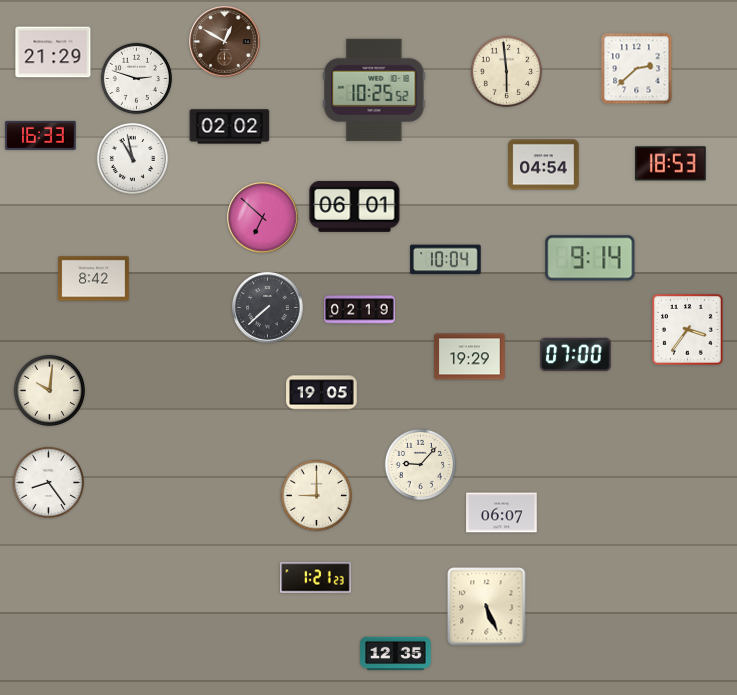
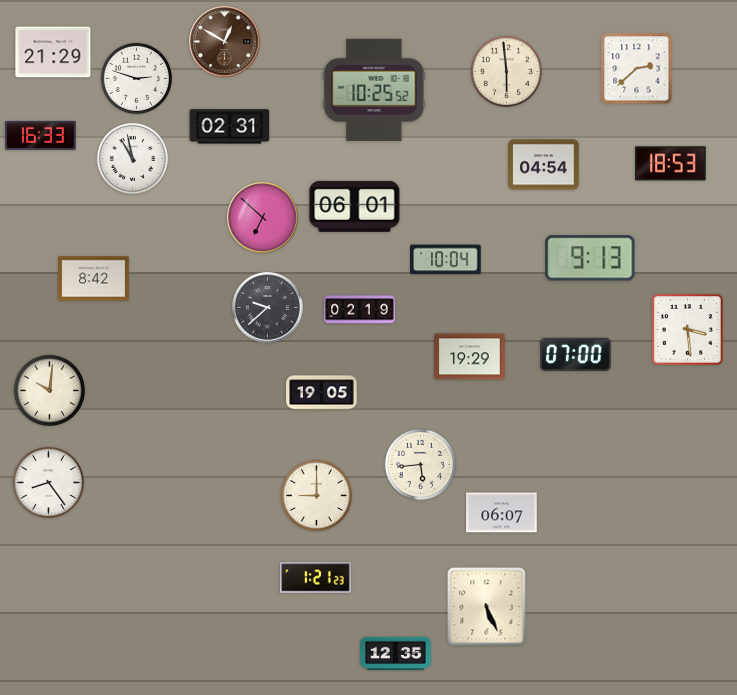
clock at (230, 127): 02:02 -> 02:31
clock at (590, 258): 9:14 -> 9:13
clock at (268, 308): 7:38 -> 9:38
clock at (688, 330): 3:36 -> 3:29
clock at (420, 464): 9:07 -> 5:44
